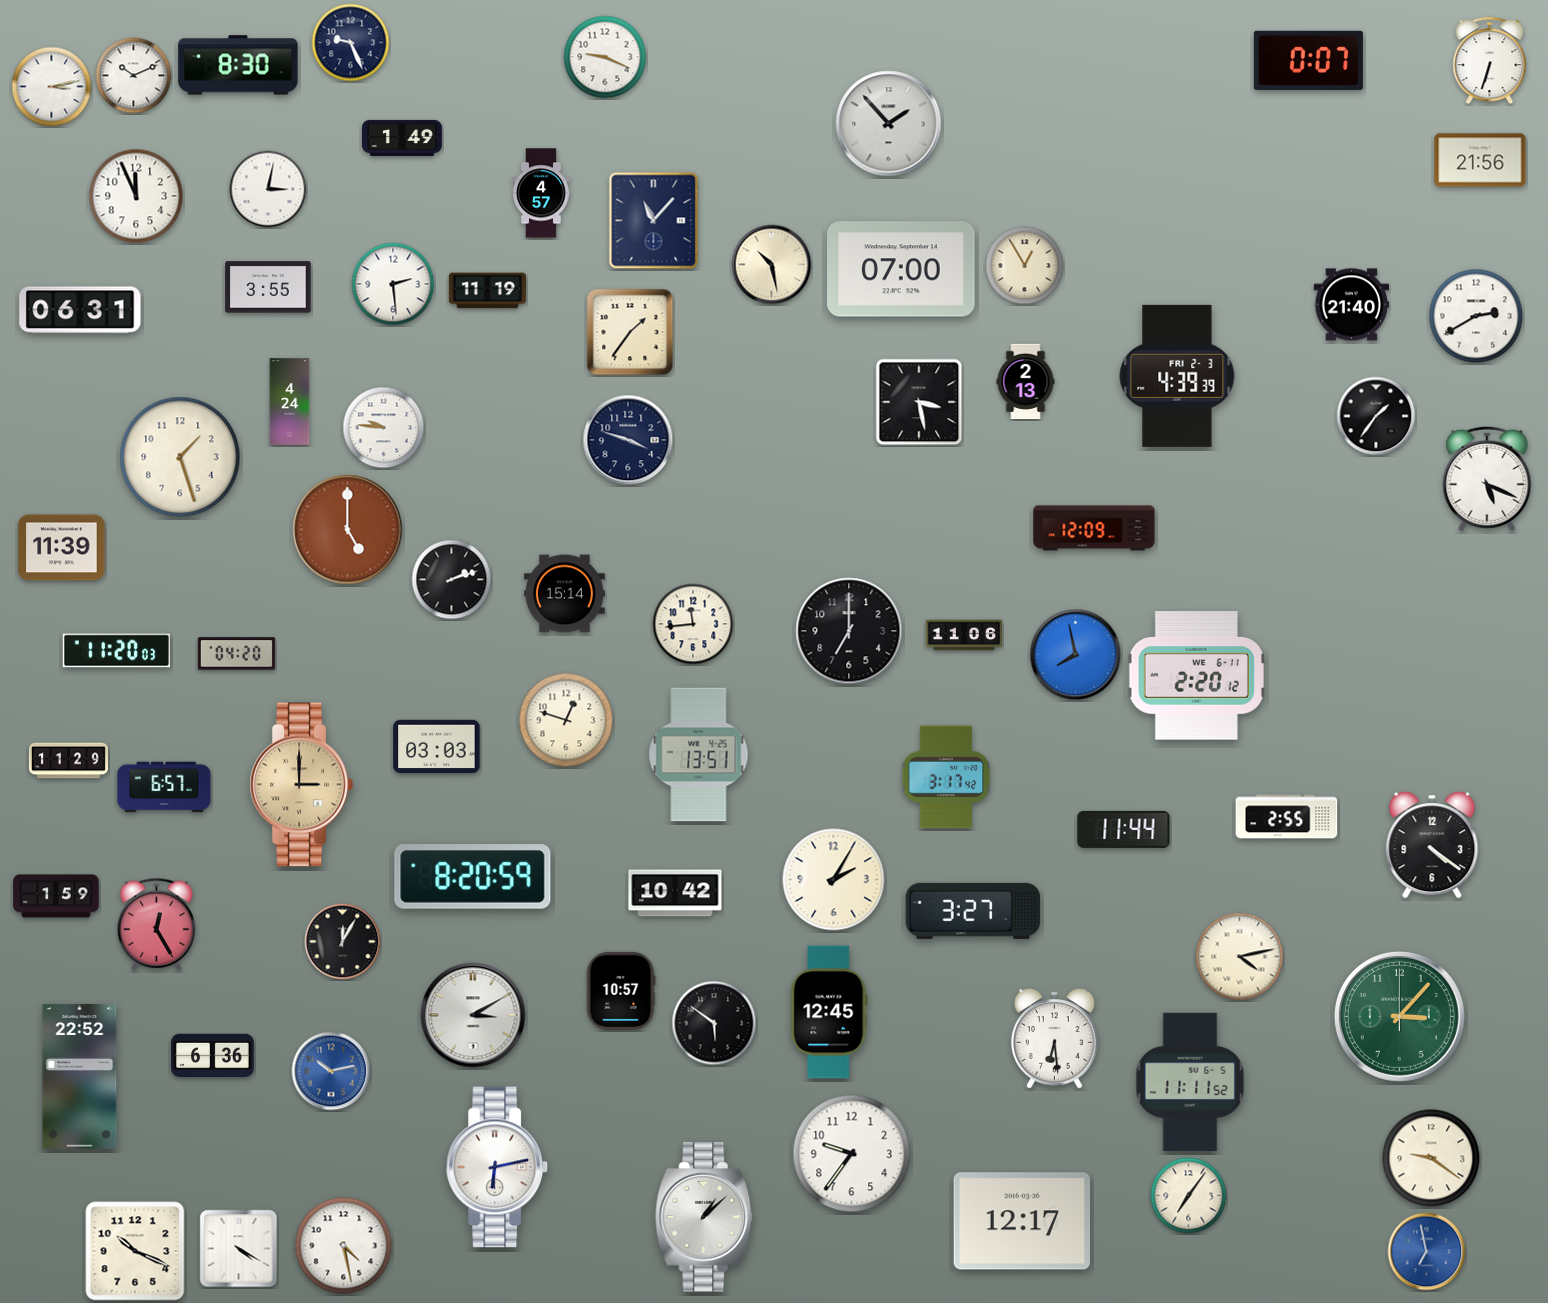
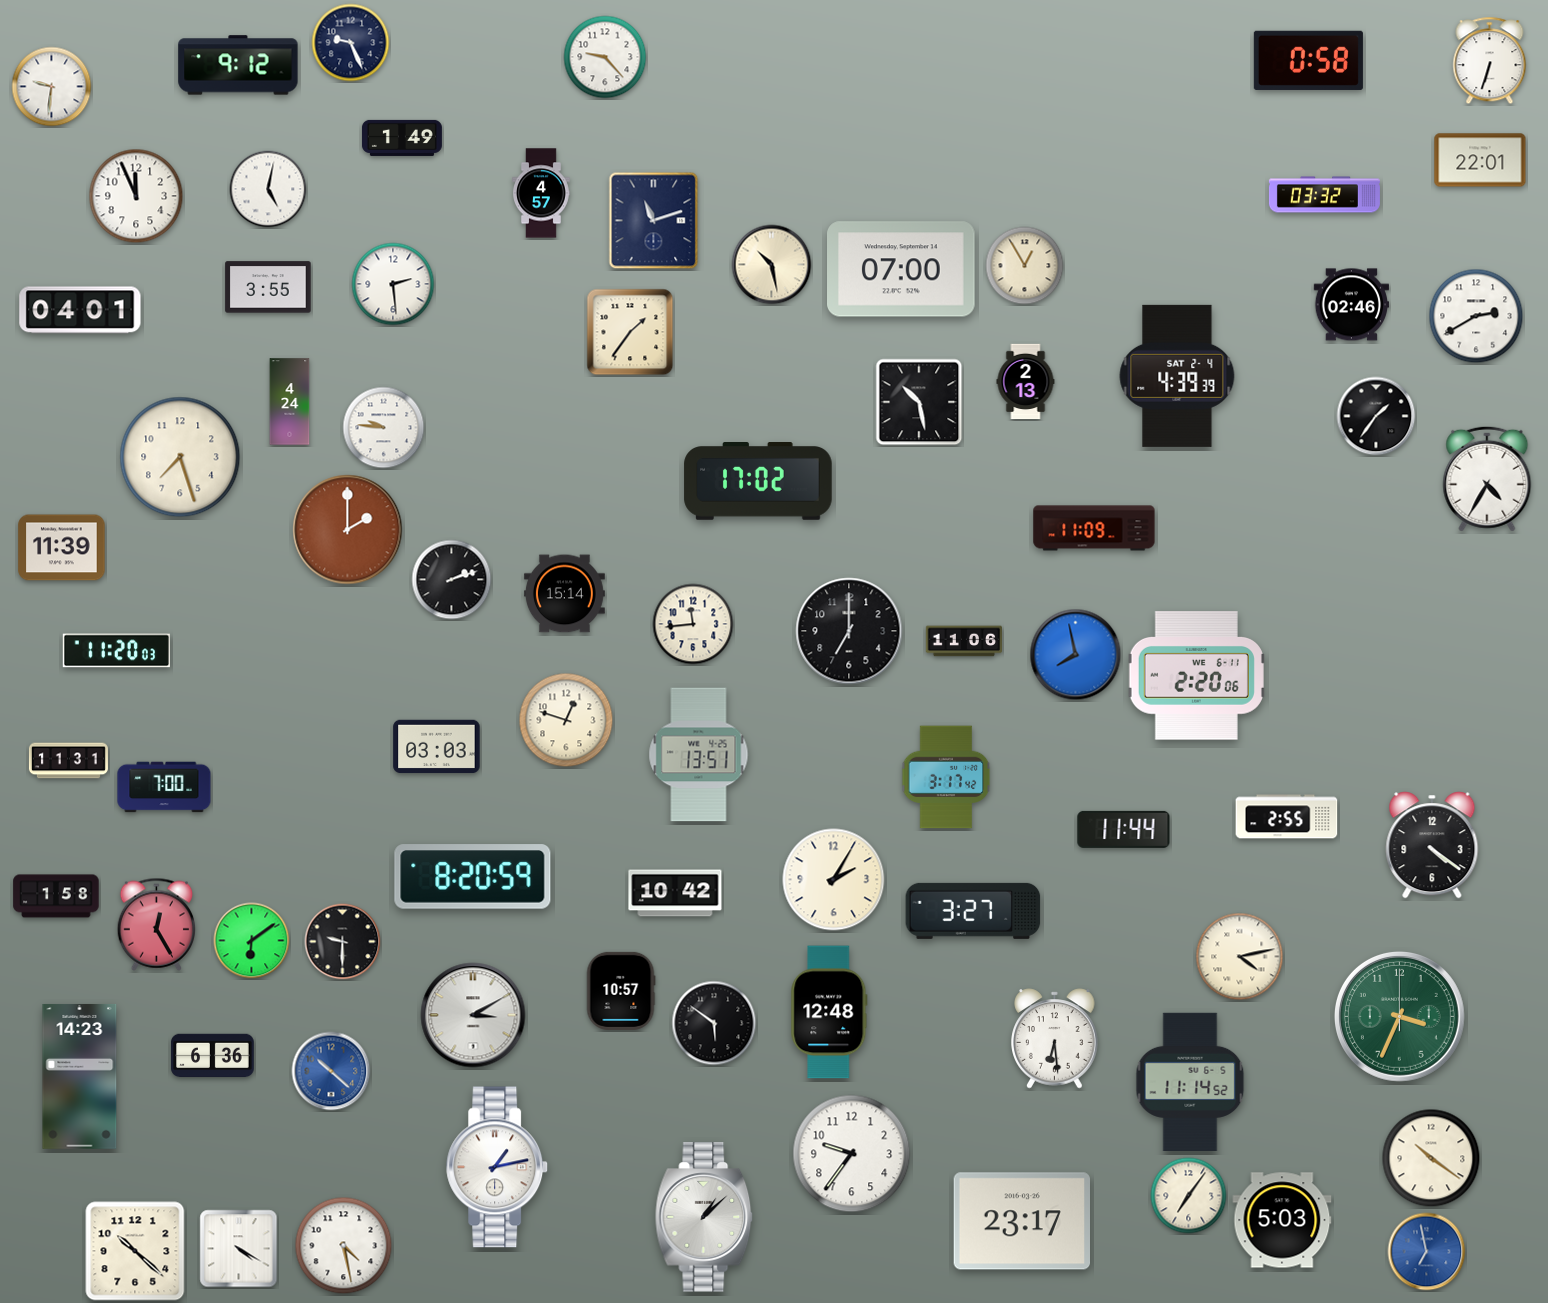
clock at (605, 57): 9:19 -> 9:23
clock at (1308, 60): 0:07 -> 0:58
clock at (238, 65): 8:30 -> 9:12
clock at (134, 76): 10:11 -> none
clock at (52, 87): 3:13 -> 9:31
clock at (889, 124): 1:53 -> none
clock at (1480, 160): 21:56 -> 22:01
clock at (268, 189): 3:02 -> 5:02
clock at (1324, 195): none -> 03:32
clock at (654, 221): 11:07 -> 11:12
clock at (487, 291): 11:19 -> none
clock at (1352, 305): 21:40 -> 02:46
clock at (80, 310): 06:31 -> 04:01
clock at (1177, 376) date: FRI 2-3 -> SAT 2-4
clock at (919, 402): 3:28 -> 10:28
clock at (628, 440): 3:48 -> none
clock at (180, 457): 1:27 -> 7:27
clock at (1487, 479): 5:19 -> 4:35
clock at (758, 482): none -> 17:02
clock at (1094, 528): 12:09 -> 11:09
clock at (348, 530): 5:00 -> 2:00
clock at (963, 635) position: (963, 635) -> (963, 641)
clock at (236, 654): 04:20 -> none
clock at (1196, 676): 2:20:12 -> 2:20:06
clock at (68, 761): 11:29 -> 11:31
clock at (301, 785): 3:00 -> none
clock at (164, 787): 6:57 -> 7:00
clock at (56, 896): 1:59 -> 1:58
clock at (252, 941): none -> 6:09
clock at (343, 942): 12:05 -> 9:30
clock at (829, 1012): 12:45 -> 12:48
clock at (1399, 1016): 3:07 -> 3:34
clock at (331, 1071): 10:13 -> 10:22
clock at (80, 1076): 22:52 -> 14:23
clock at (1190, 1081): 11:11 -> 11:14
clock at (1431, 1158): 9:21 -> 10:21
clock at (498, 1167): 6:13 -> 1:13
clock at (1282, 1220): none -> 5:03
clock at (1021, 1221): 12:17 -> 23:17
clock at (135, 1251): 10:19 -> 10:22
